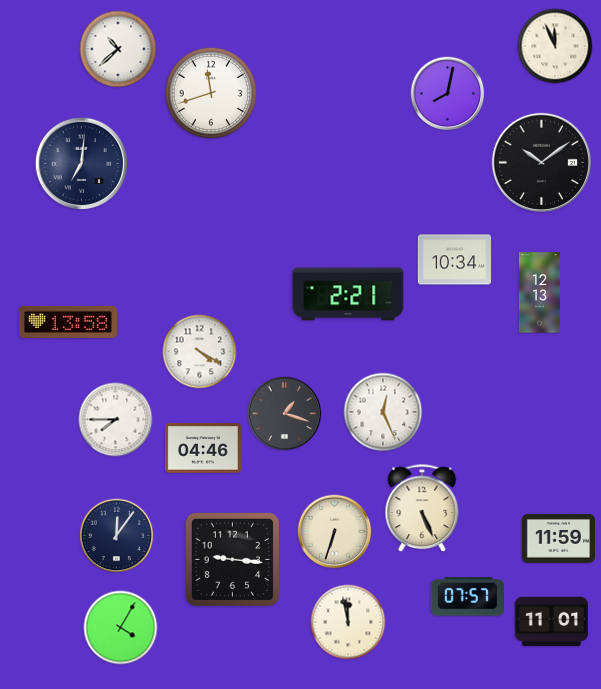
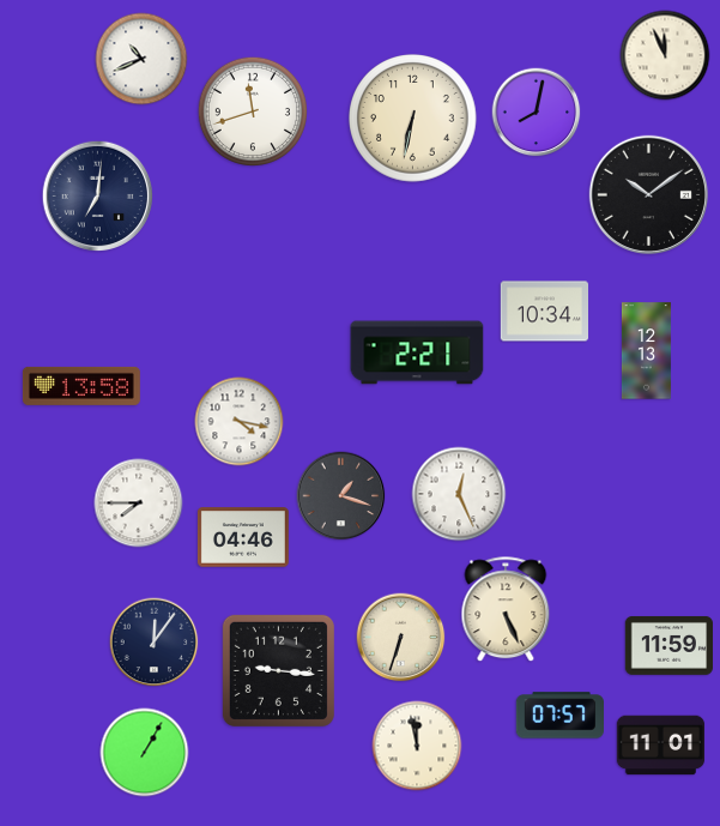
clock at (118, 49): 10:38 -> 10:41
clock at (413, 119): none -> 6:32
clock at (200, 352): 4:20 -> 4:17
clock at (117, 536) position: (117, 536) -> (155, 643)
clock at (121, 628): 4:05 -> 1:05
